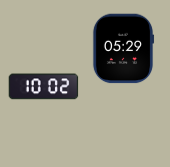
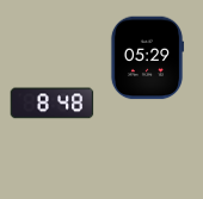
clock at (44, 87): 10:02 -> 8:48
